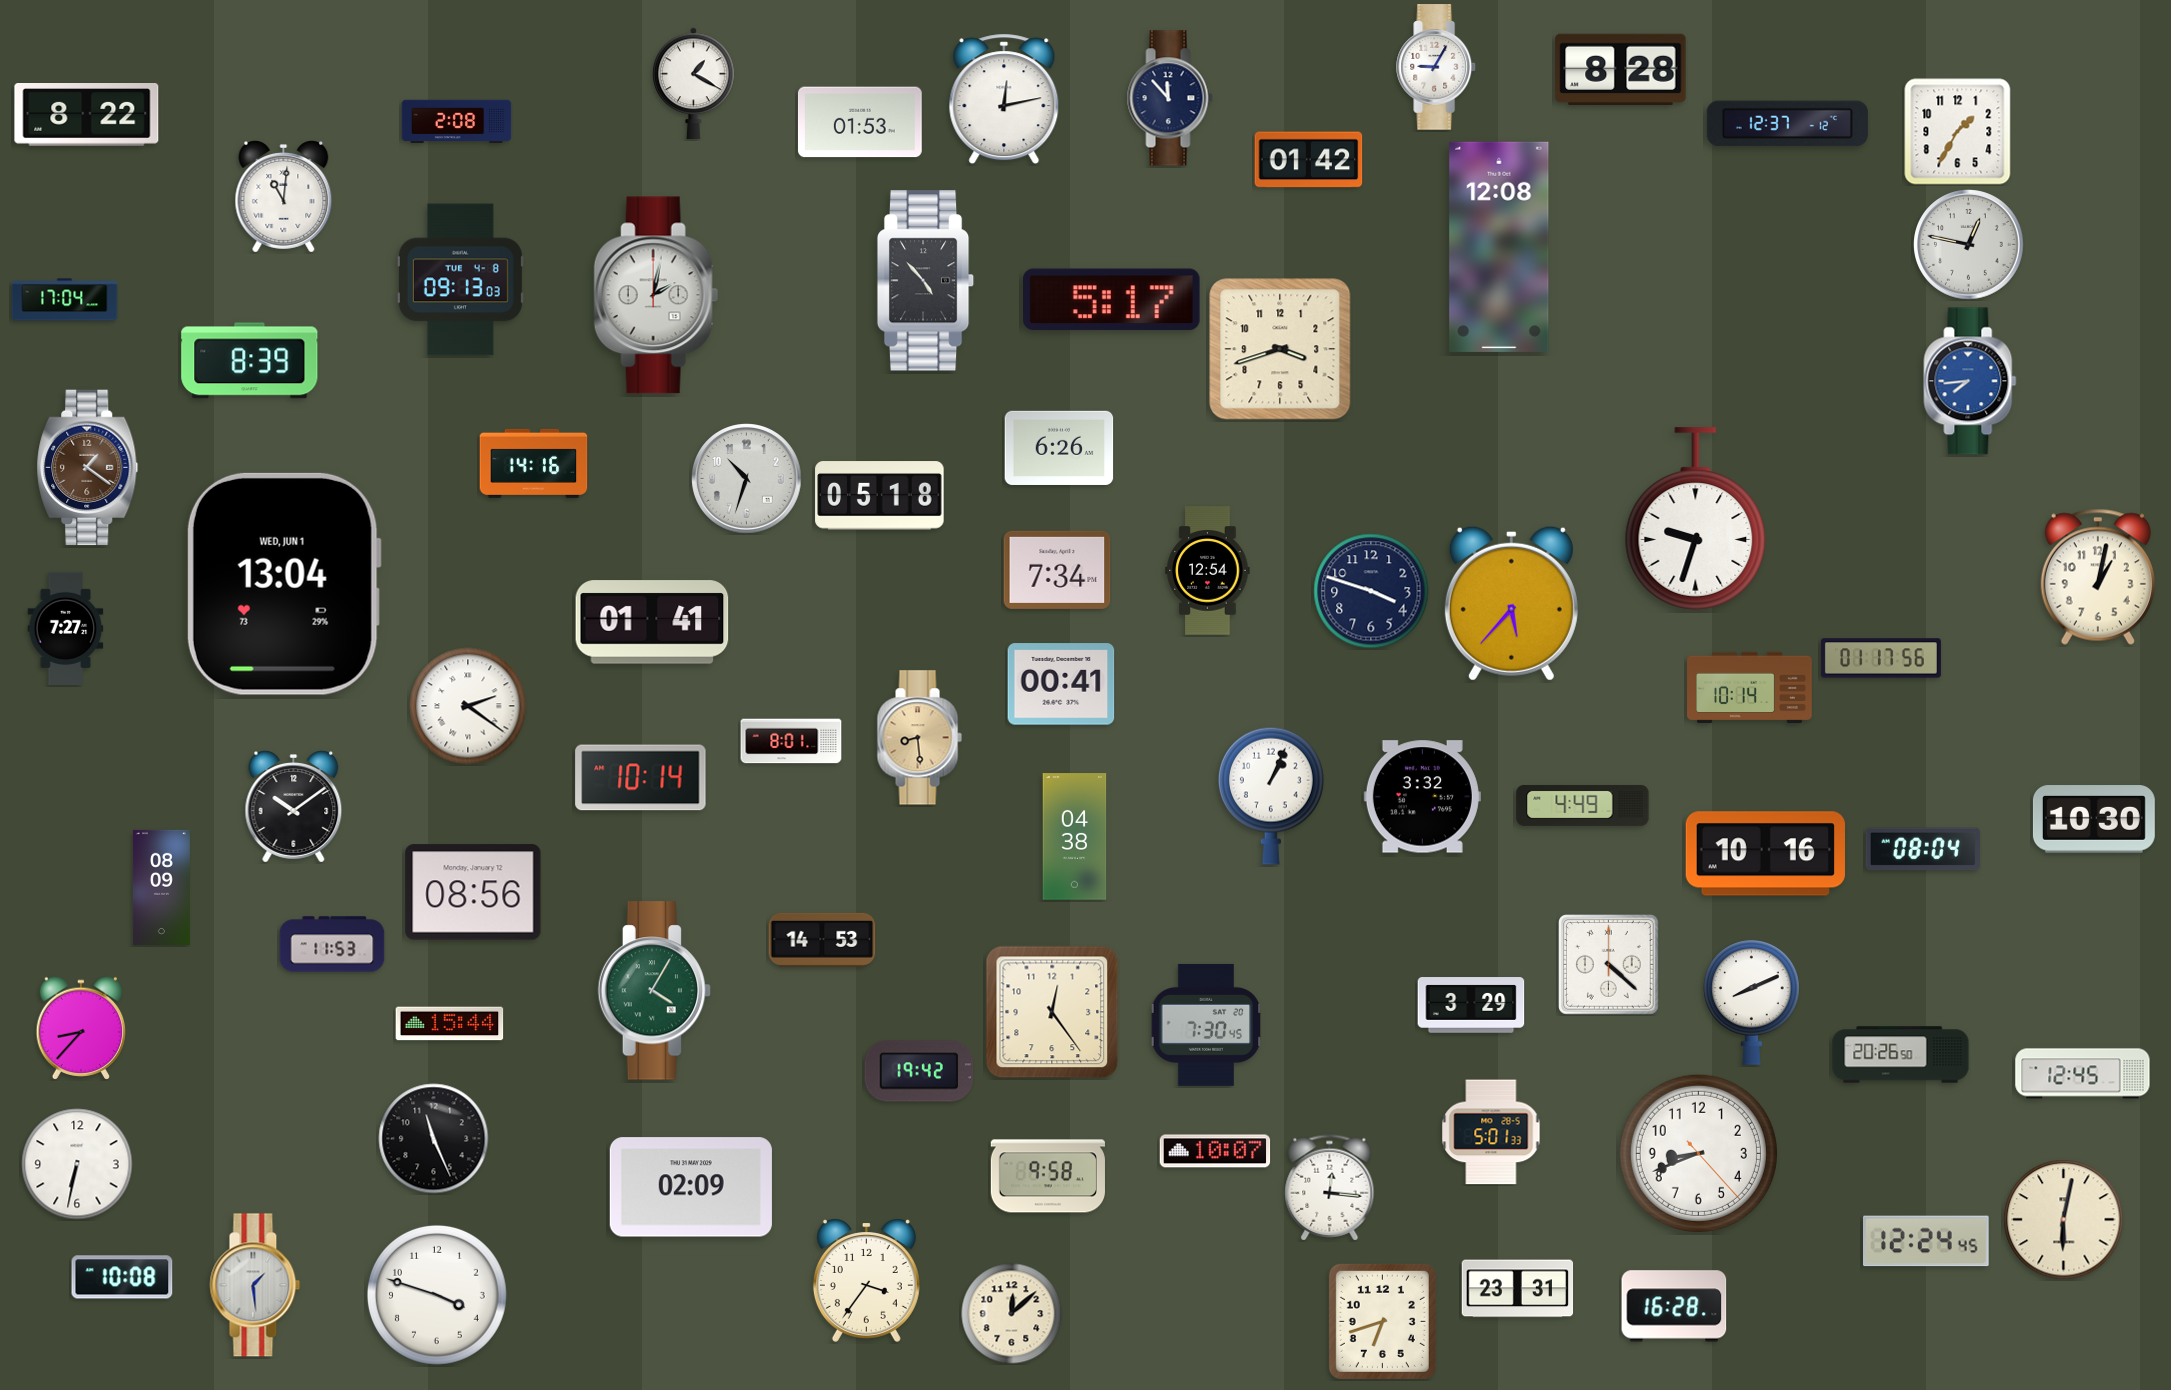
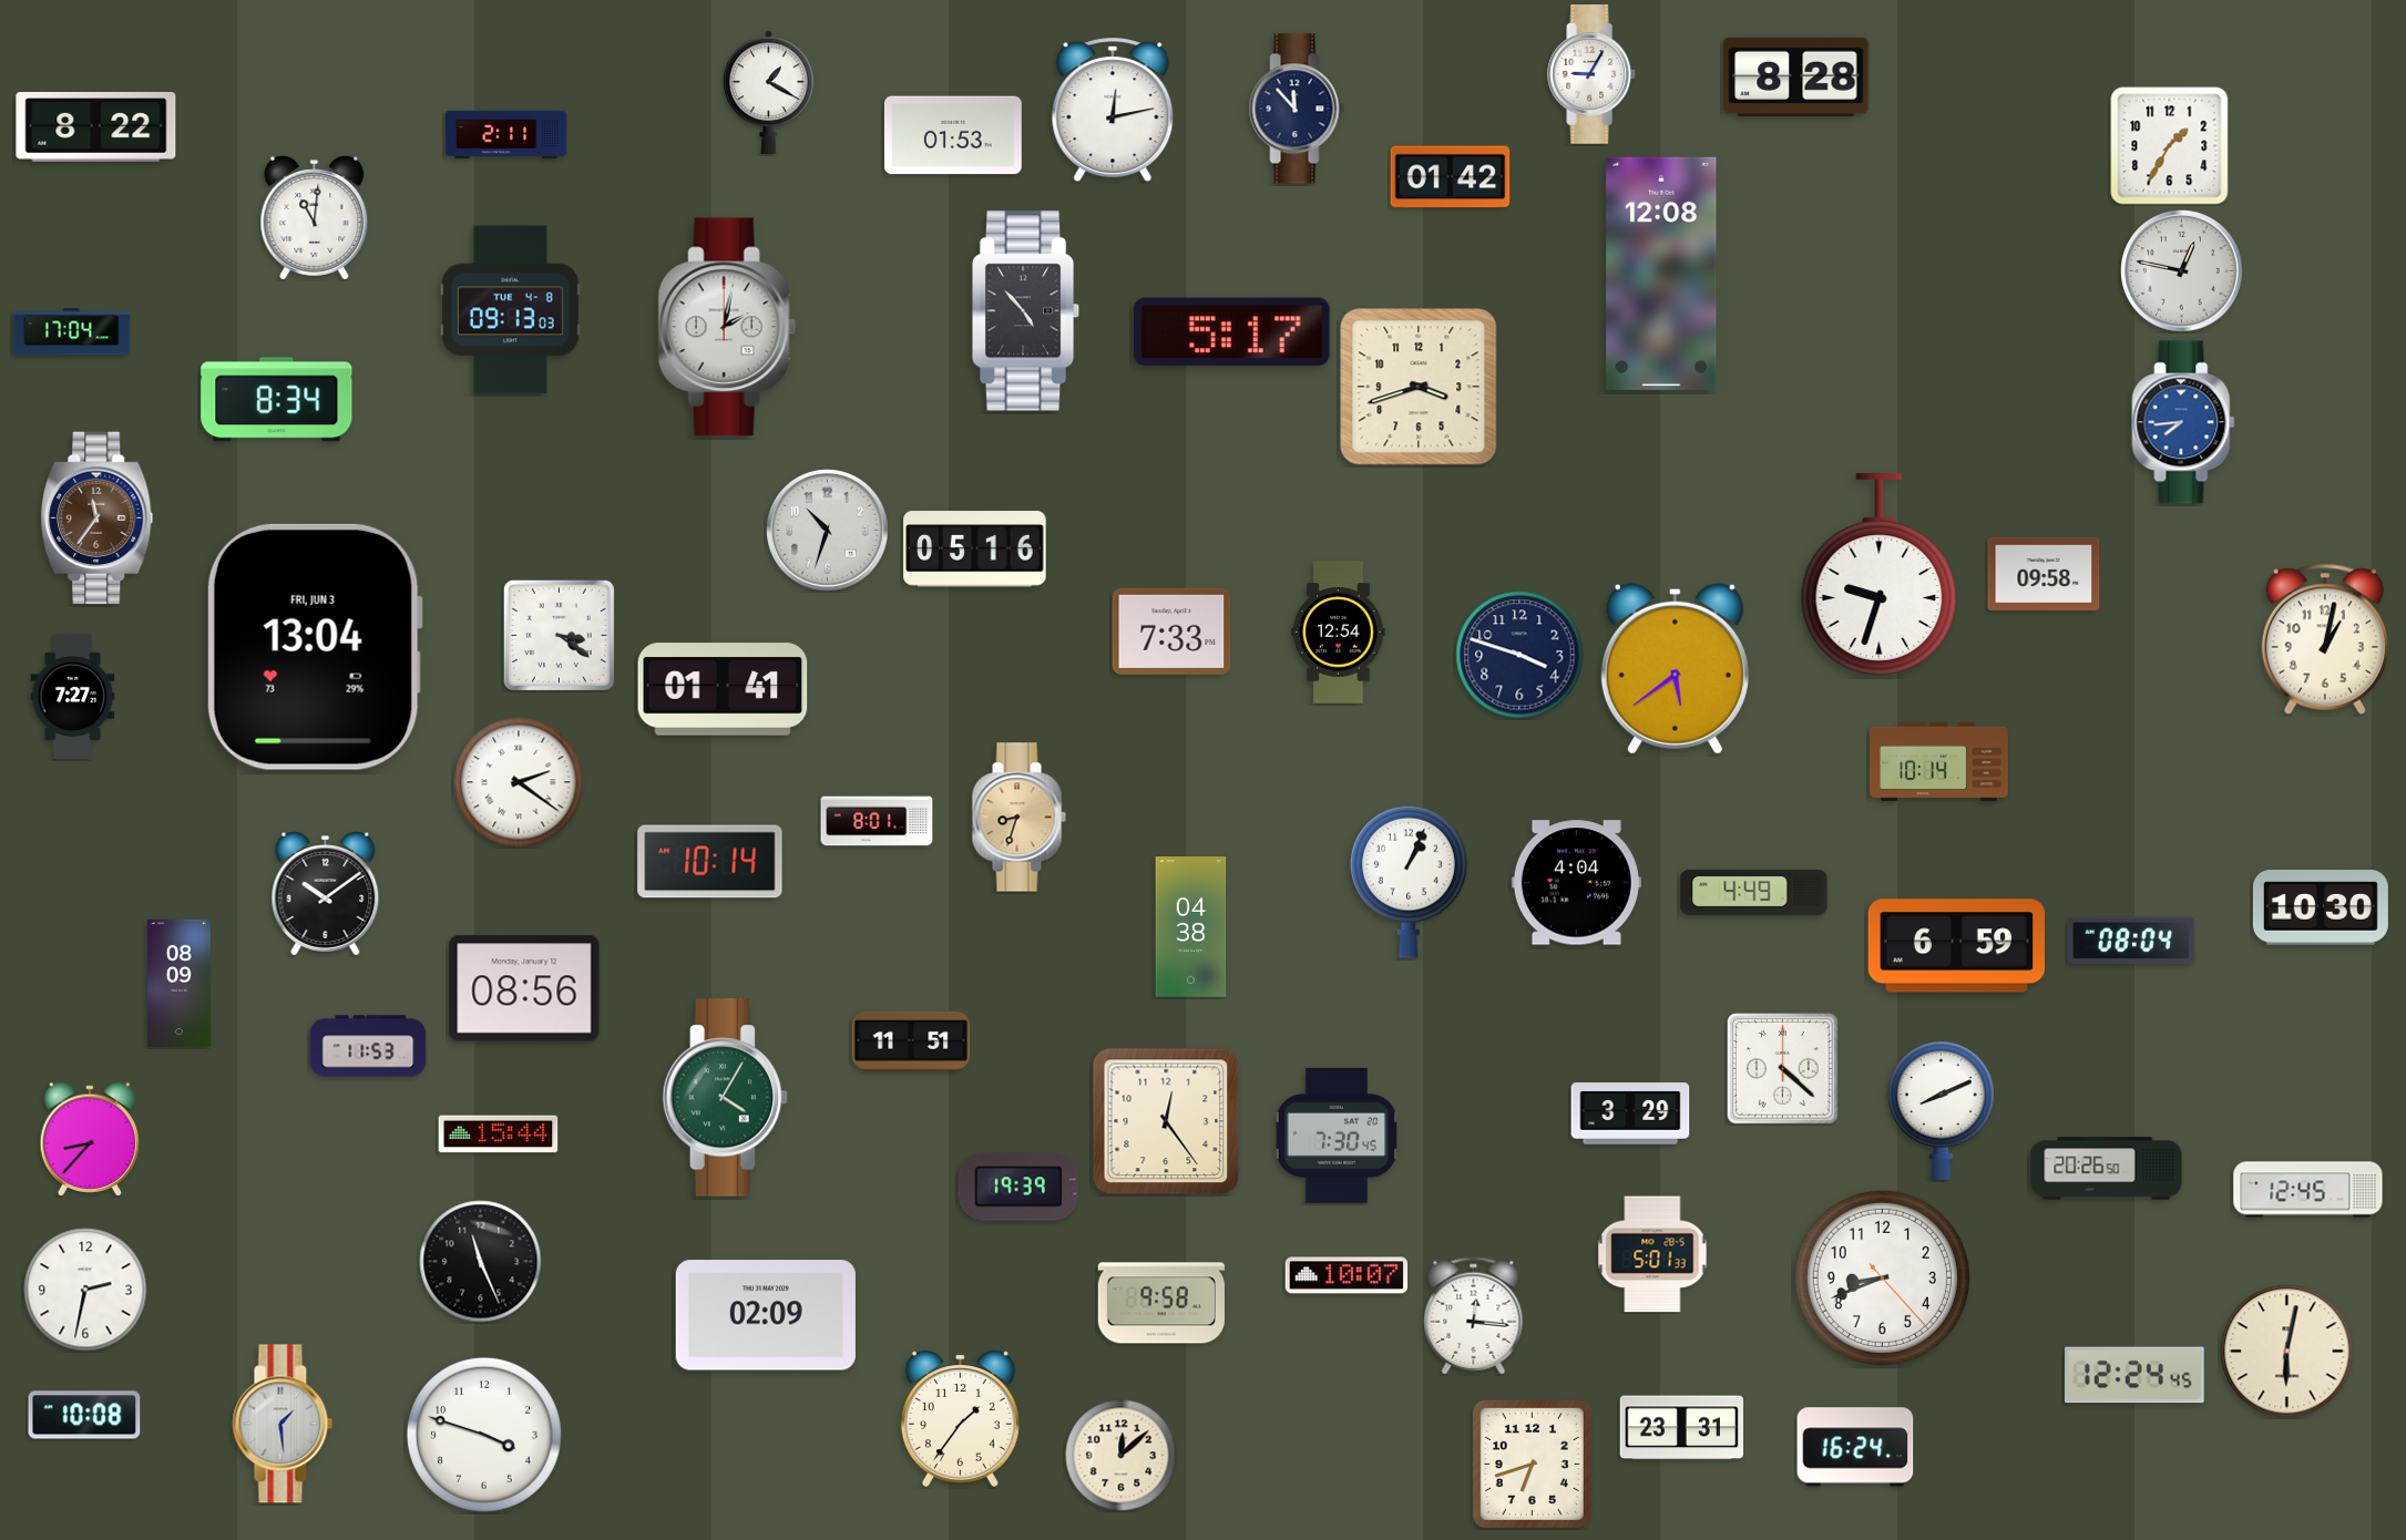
clock at (457, 122): 2:08 -> 2:11
clock at (1787, 124): 12:37 -> none
clock at (250, 361): 8:39 -> 8:34
clock at (1059, 448): 6:26 -> none
clock at (534, 463): 14:16 -> none
clock at (88, 468): 1:21 -> 11:36
clock at (880, 496): 05:18 -> 05:16
clock at (2044, 574): none -> 09:58
clock at (1057, 570): 7:34 -> 7:33
clock at (559, 635): none -> 3:21
clock at (284, 584) date: WED, JUN 1 -> FRI, JUN 3
clock at (1511, 603): 5:37 -> 5:39
clock at (1881, 658): 01:17 -> none
clock at (1061, 684): 00:41 -> none
clock at (919, 738): 8:29 -> 8:33
clock at (1422, 797): 3:32 -> 4:04
clock at (1765, 854): 10:16 -> 6:59
clock at (822, 940): 14:53 -> 11:51
clock at (919, 1071): 19:42 -> 19:39
clock at (77, 1164): 6:32 -> 2:32
clock at (122, 1277) position: (122, 1277) -> (84, 1415)
clock at (866, 1280): 3:36 -> 1:36
clock at (1674, 1306): 16:28 -> 16:24
